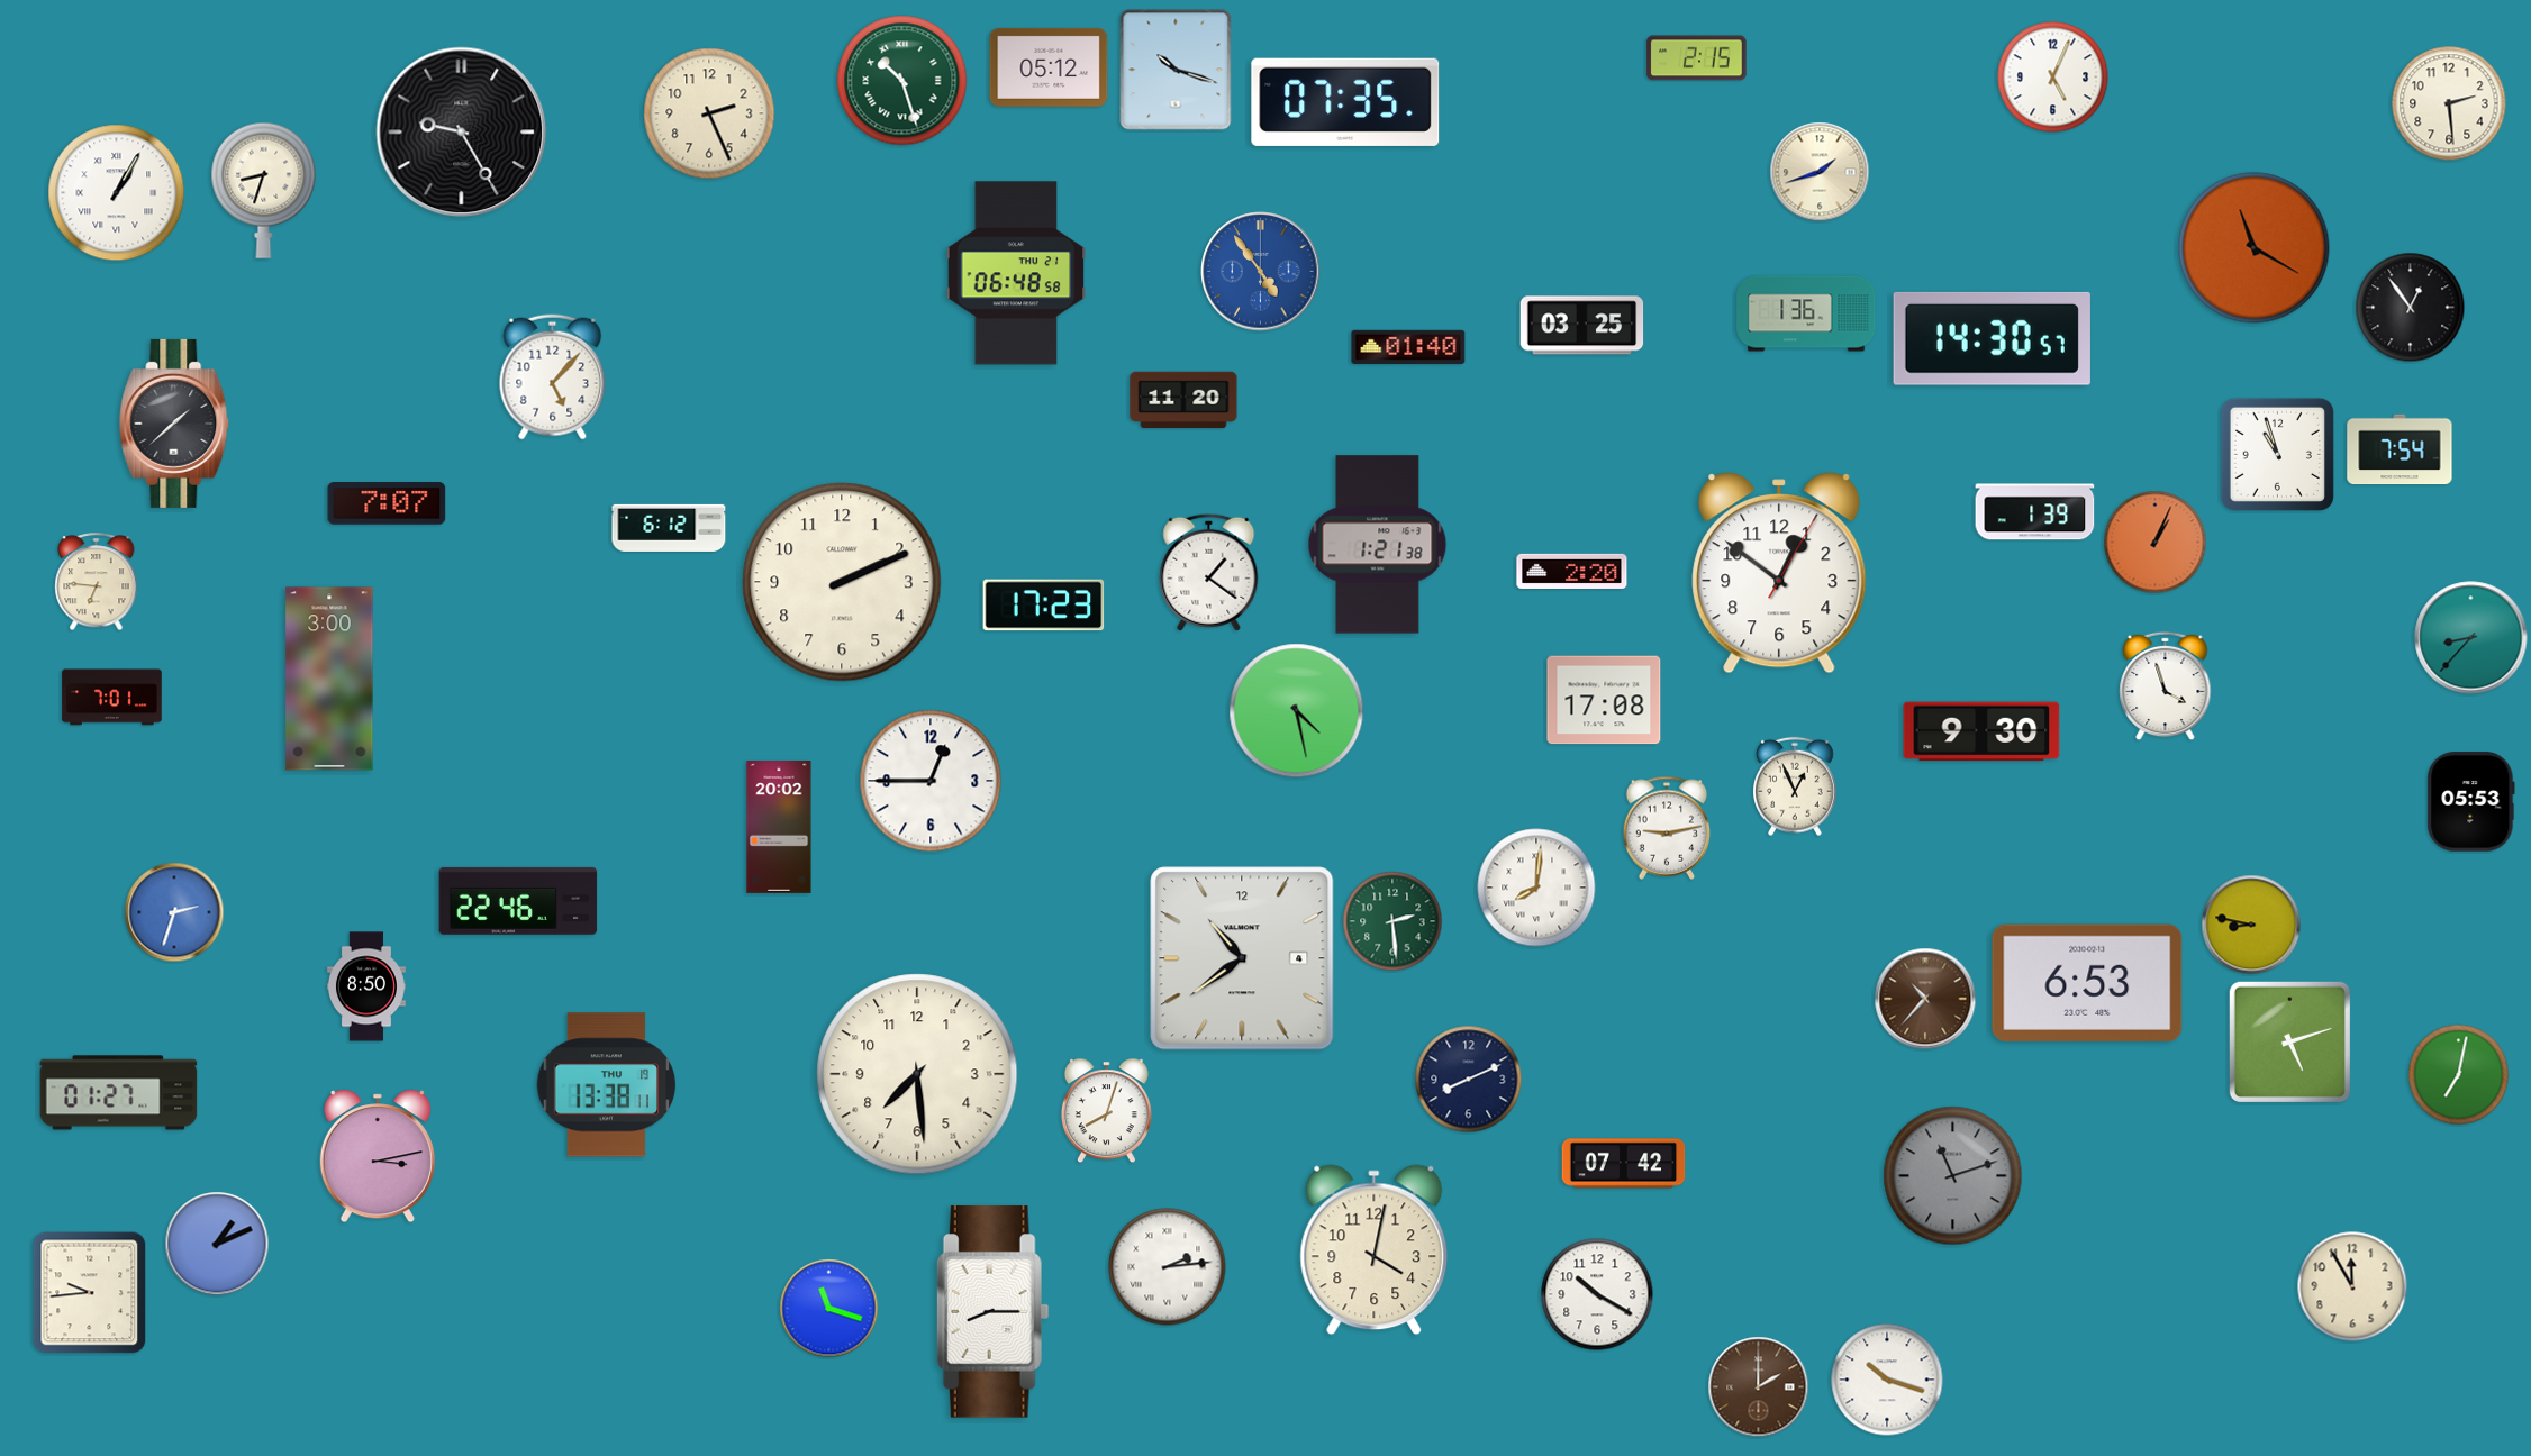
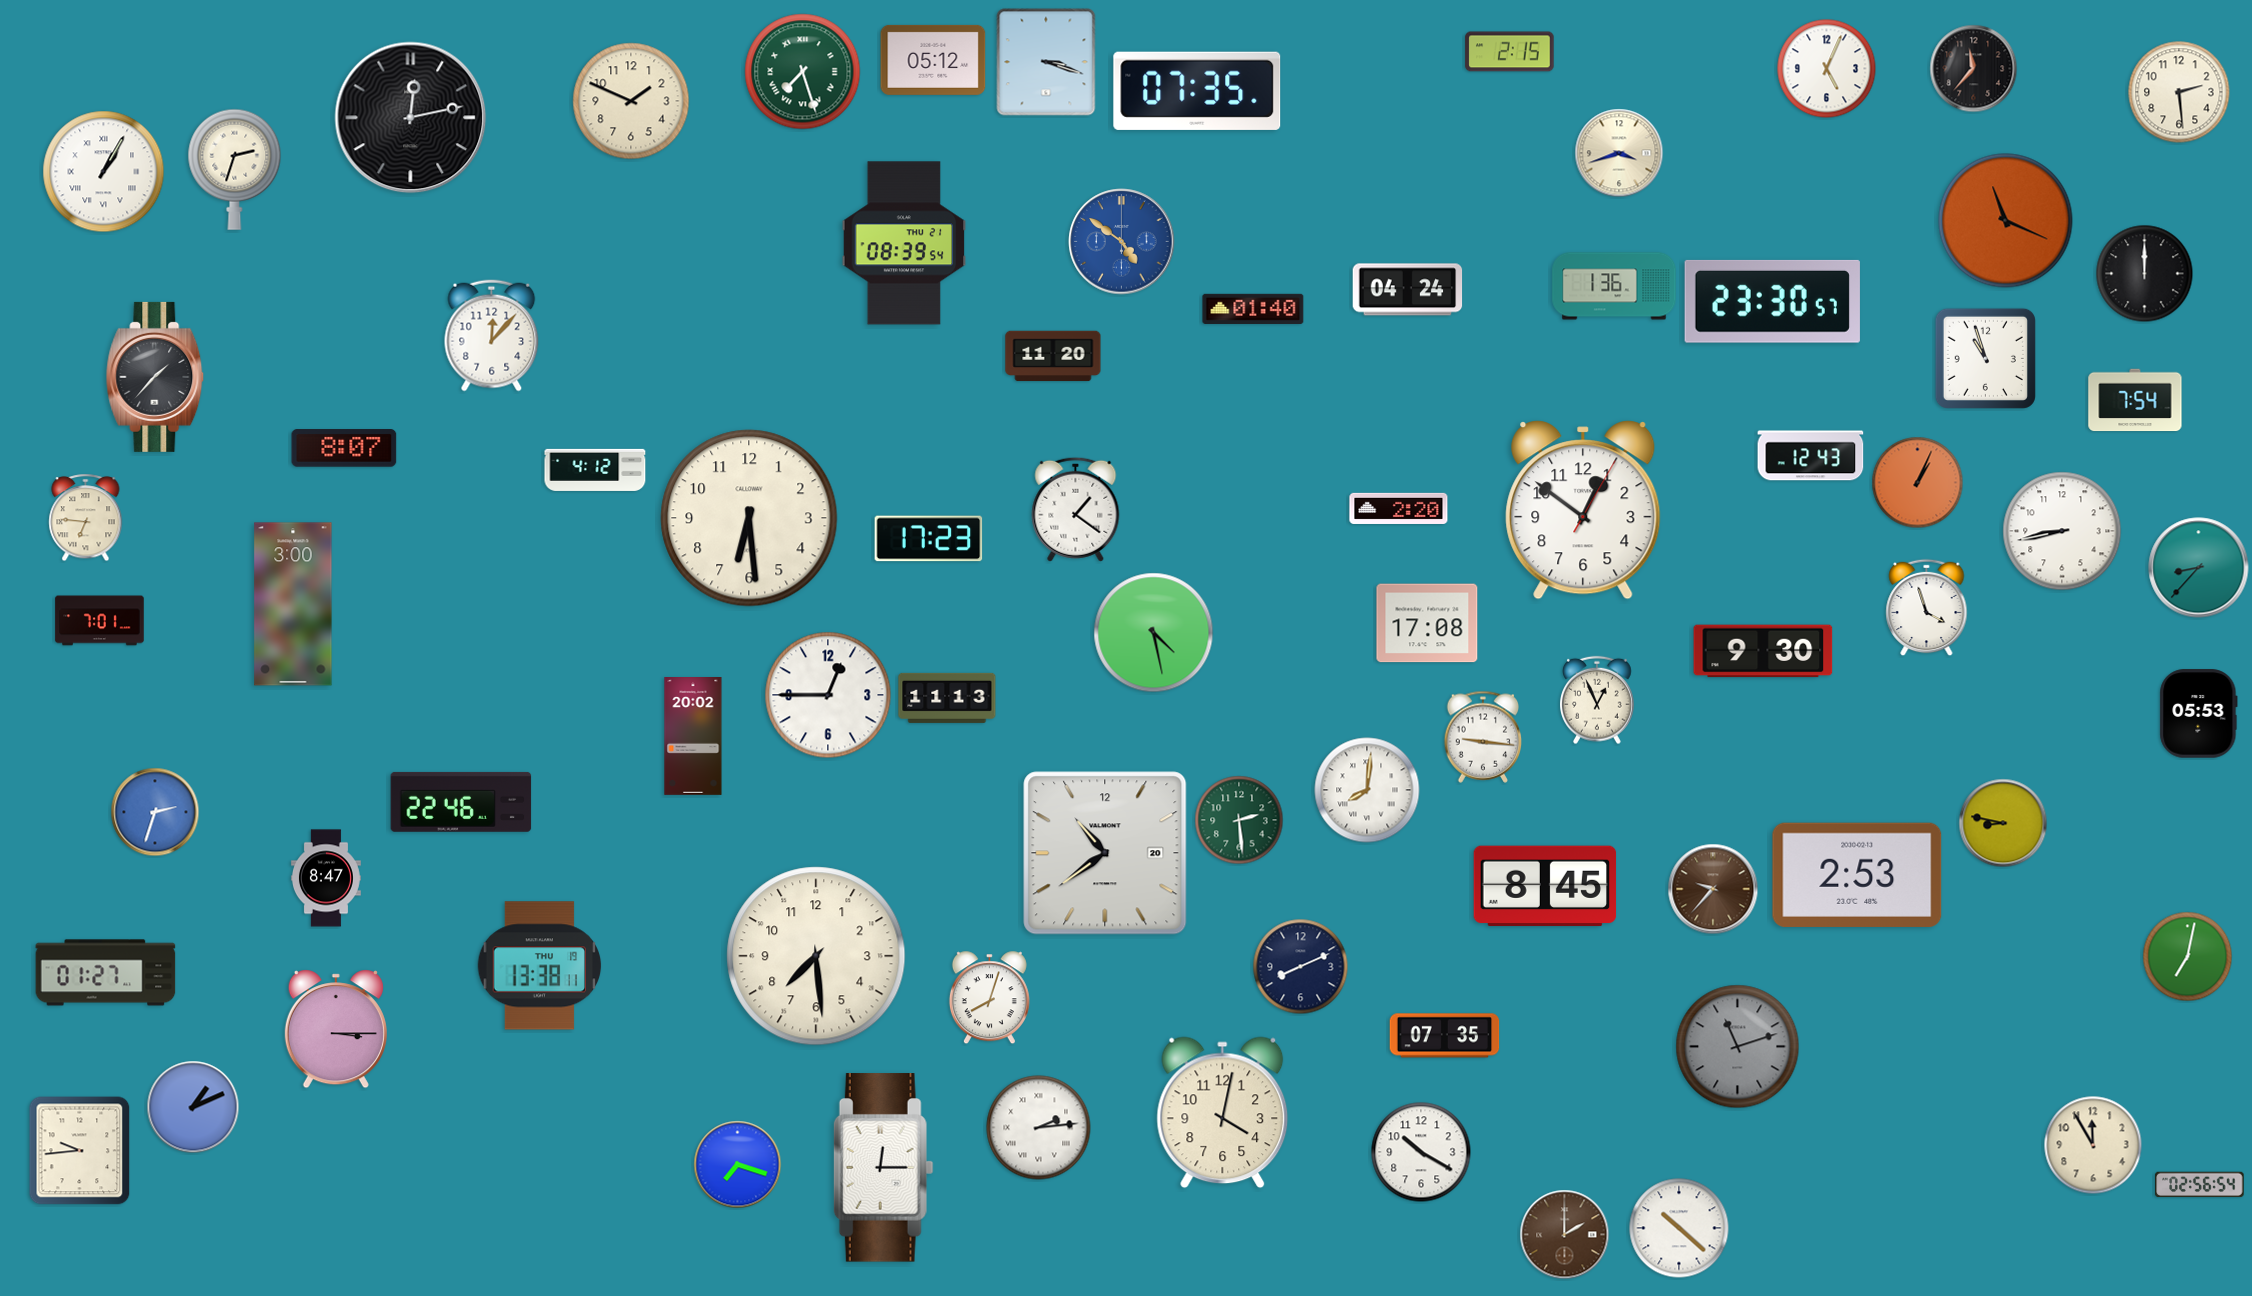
clock at (1176, 70): 10:18 -> 3:18
clock at (1974, 69): none -> 11:37
clock at (902, 81): 10:27 -> 7:27
clock at (709, 113): 2:26 -> 1:49
clock at (462, 133): 9:25 -> 12:13
clock at (1820, 172): 1:42 -> 3:42
clock at (264, 190): 8:33 -> 2:33
clock at (2255, 248): 11:20 -> 11:19
clock at (1261, 272): 4:54 -> 4:51
clock at (1016, 273): 06:48 -> 08:39
clock at (2411, 308): 12:54 -> 12:00
clock at (1806, 313) position: (1806, 313) -> (1614, 286)
clock at (1582, 326): 03:25 -> 04:24
clock at (1992, 338): 14:30 -> 23:30
clock at (553, 377): 5:07 -> 12:07
clock at (174, 424): 1:38 -> 1:37
clock at (2277, 454) position: (2277, 454) -> (1985, 358)
clock at (387, 503): 7:07 -> 8:07
clock at (2035, 512): 1:39 -> 12:43
clock at (669, 528): 6:12 -> 4:12
clock at (1378, 545): 1:21 -> none
clock at (842, 582): 2:11 -> 6:29
clock at (2062, 531): none -> 8:43
clock at (2166, 686) position: (2166, 686) -> (1927, 608)
clock at (947, 698): none -> 11:13
clock at (1667, 828): 9:13 -> 9:16
clock at (1242, 958) date: 4 -> 20
clock at (2087, 983): 6:53 -> 2:53
clock at (366, 986): 8:50 -> 8:47
clock at (1545, 886): none -> 8:45
clock at (1925, 999): 10:37 -> 9:37
clock at (2289, 1041): 5:12 -> none
clock at (1469, 1080) position: (1469, 1080) -> (1301, 967)
clock at (1106, 1111) position: (1106, 1111) -> (989, 998)
clock at (378, 1156): 3:13 -> 3:15
clock at (1624, 1164): 07:42 -> 07:35
clock at (829, 1309): 11:18 -> 7:18
clock at (992, 1312): 8:15 -> 12:15
clock at (2200, 1185): none -> 02:56
clock at (1887, 1380): 10:18 -> 10:22
